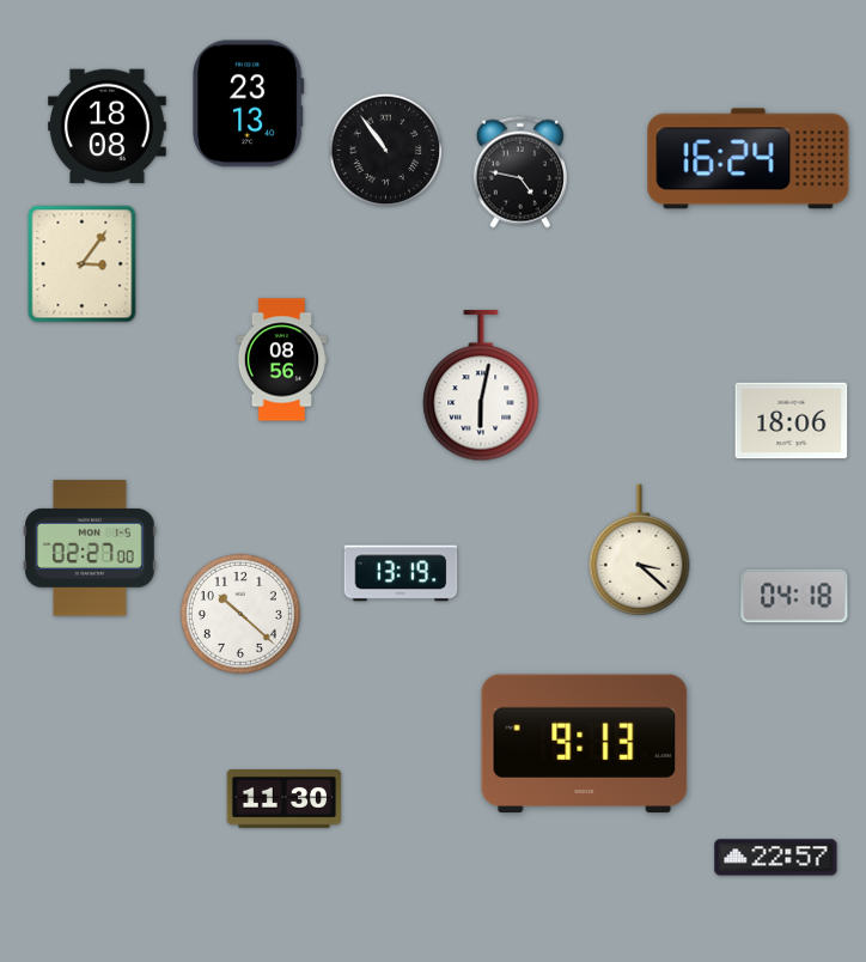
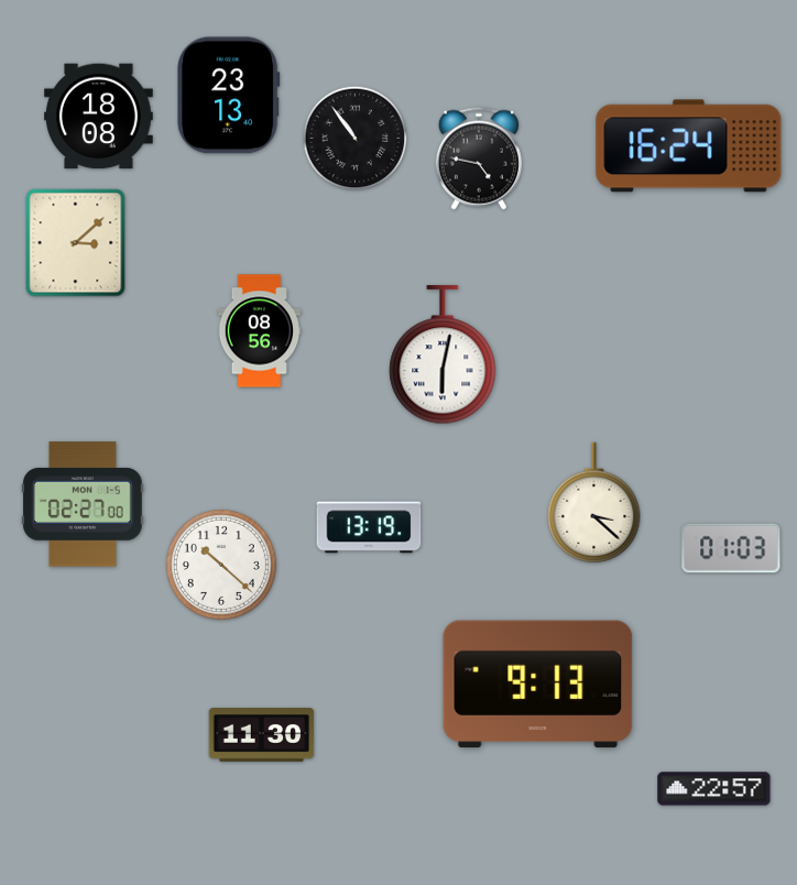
clock at (83, 264): 3:06 -> 3:08
clock at (792, 421): 18:06 -> none
clock at (640, 550) position: (640, 550) -> (594, 503)
clock at (794, 596): 04:18 -> 01:03
